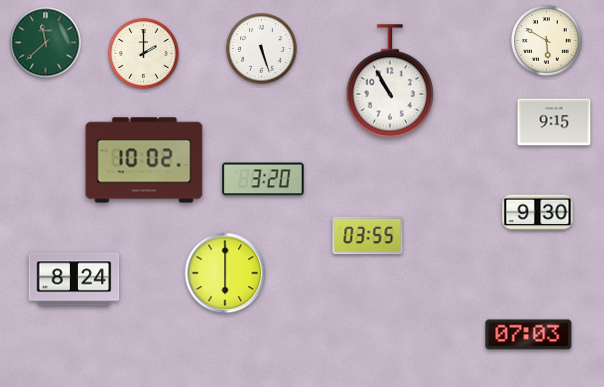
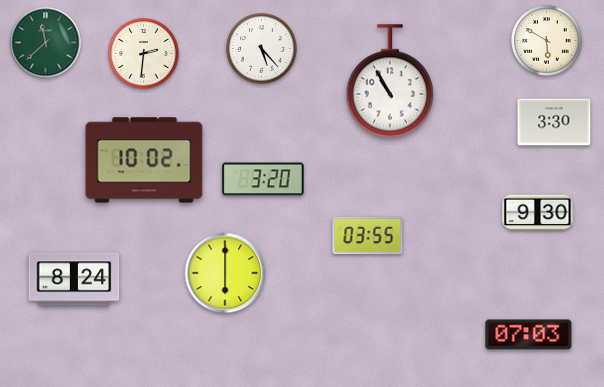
clock at (262, 49): 5:27 -> 5:23
clock at (144, 54): 2:00 -> 2:31
clock at (554, 122): 9:15 -> 3:30
